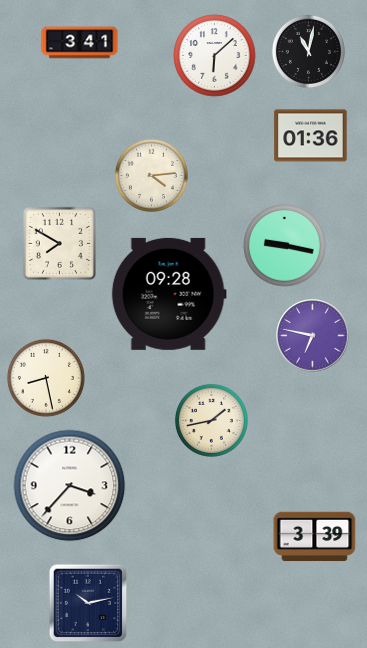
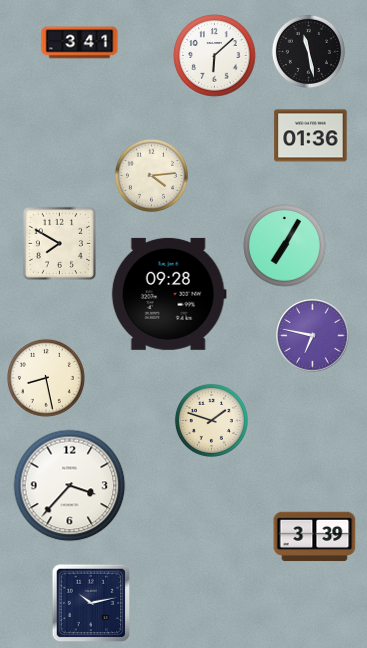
clock at (308, 51): 11:02 -> 11:28
clock at (285, 246): 9:17 -> 7:05
clock at (211, 420): 1:43 -> 1:48
clock at (88, 603) position: (88, 603) -> (91, 603)
